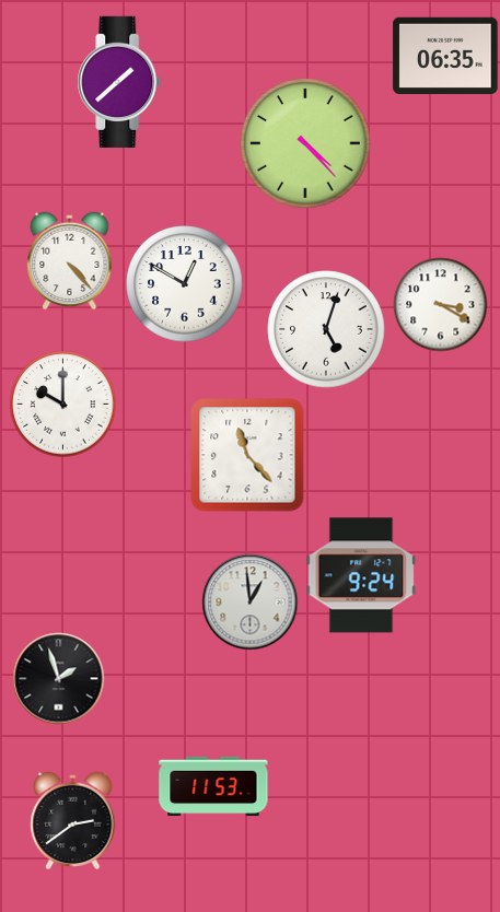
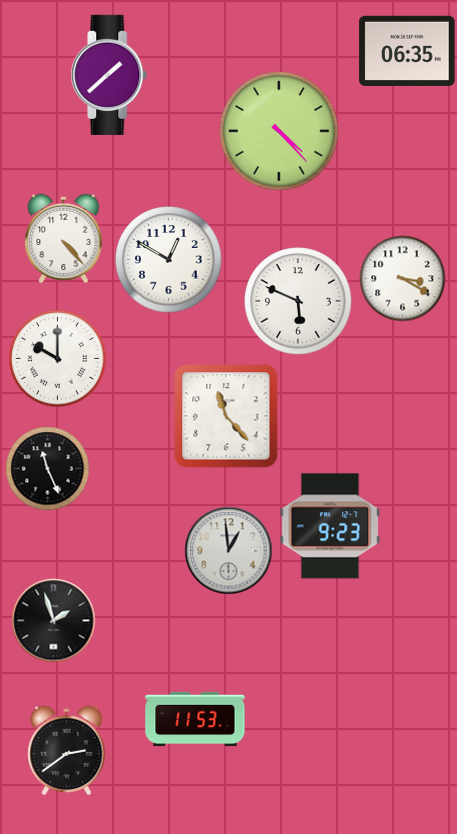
clock at (326, 329): 5:03 -> 5:49
clock at (63, 405) position: (63, 405) -> (58, 359)
clock at (48, 469): none -> 11:26
clock at (361, 575): 9:24 -> 9:23
